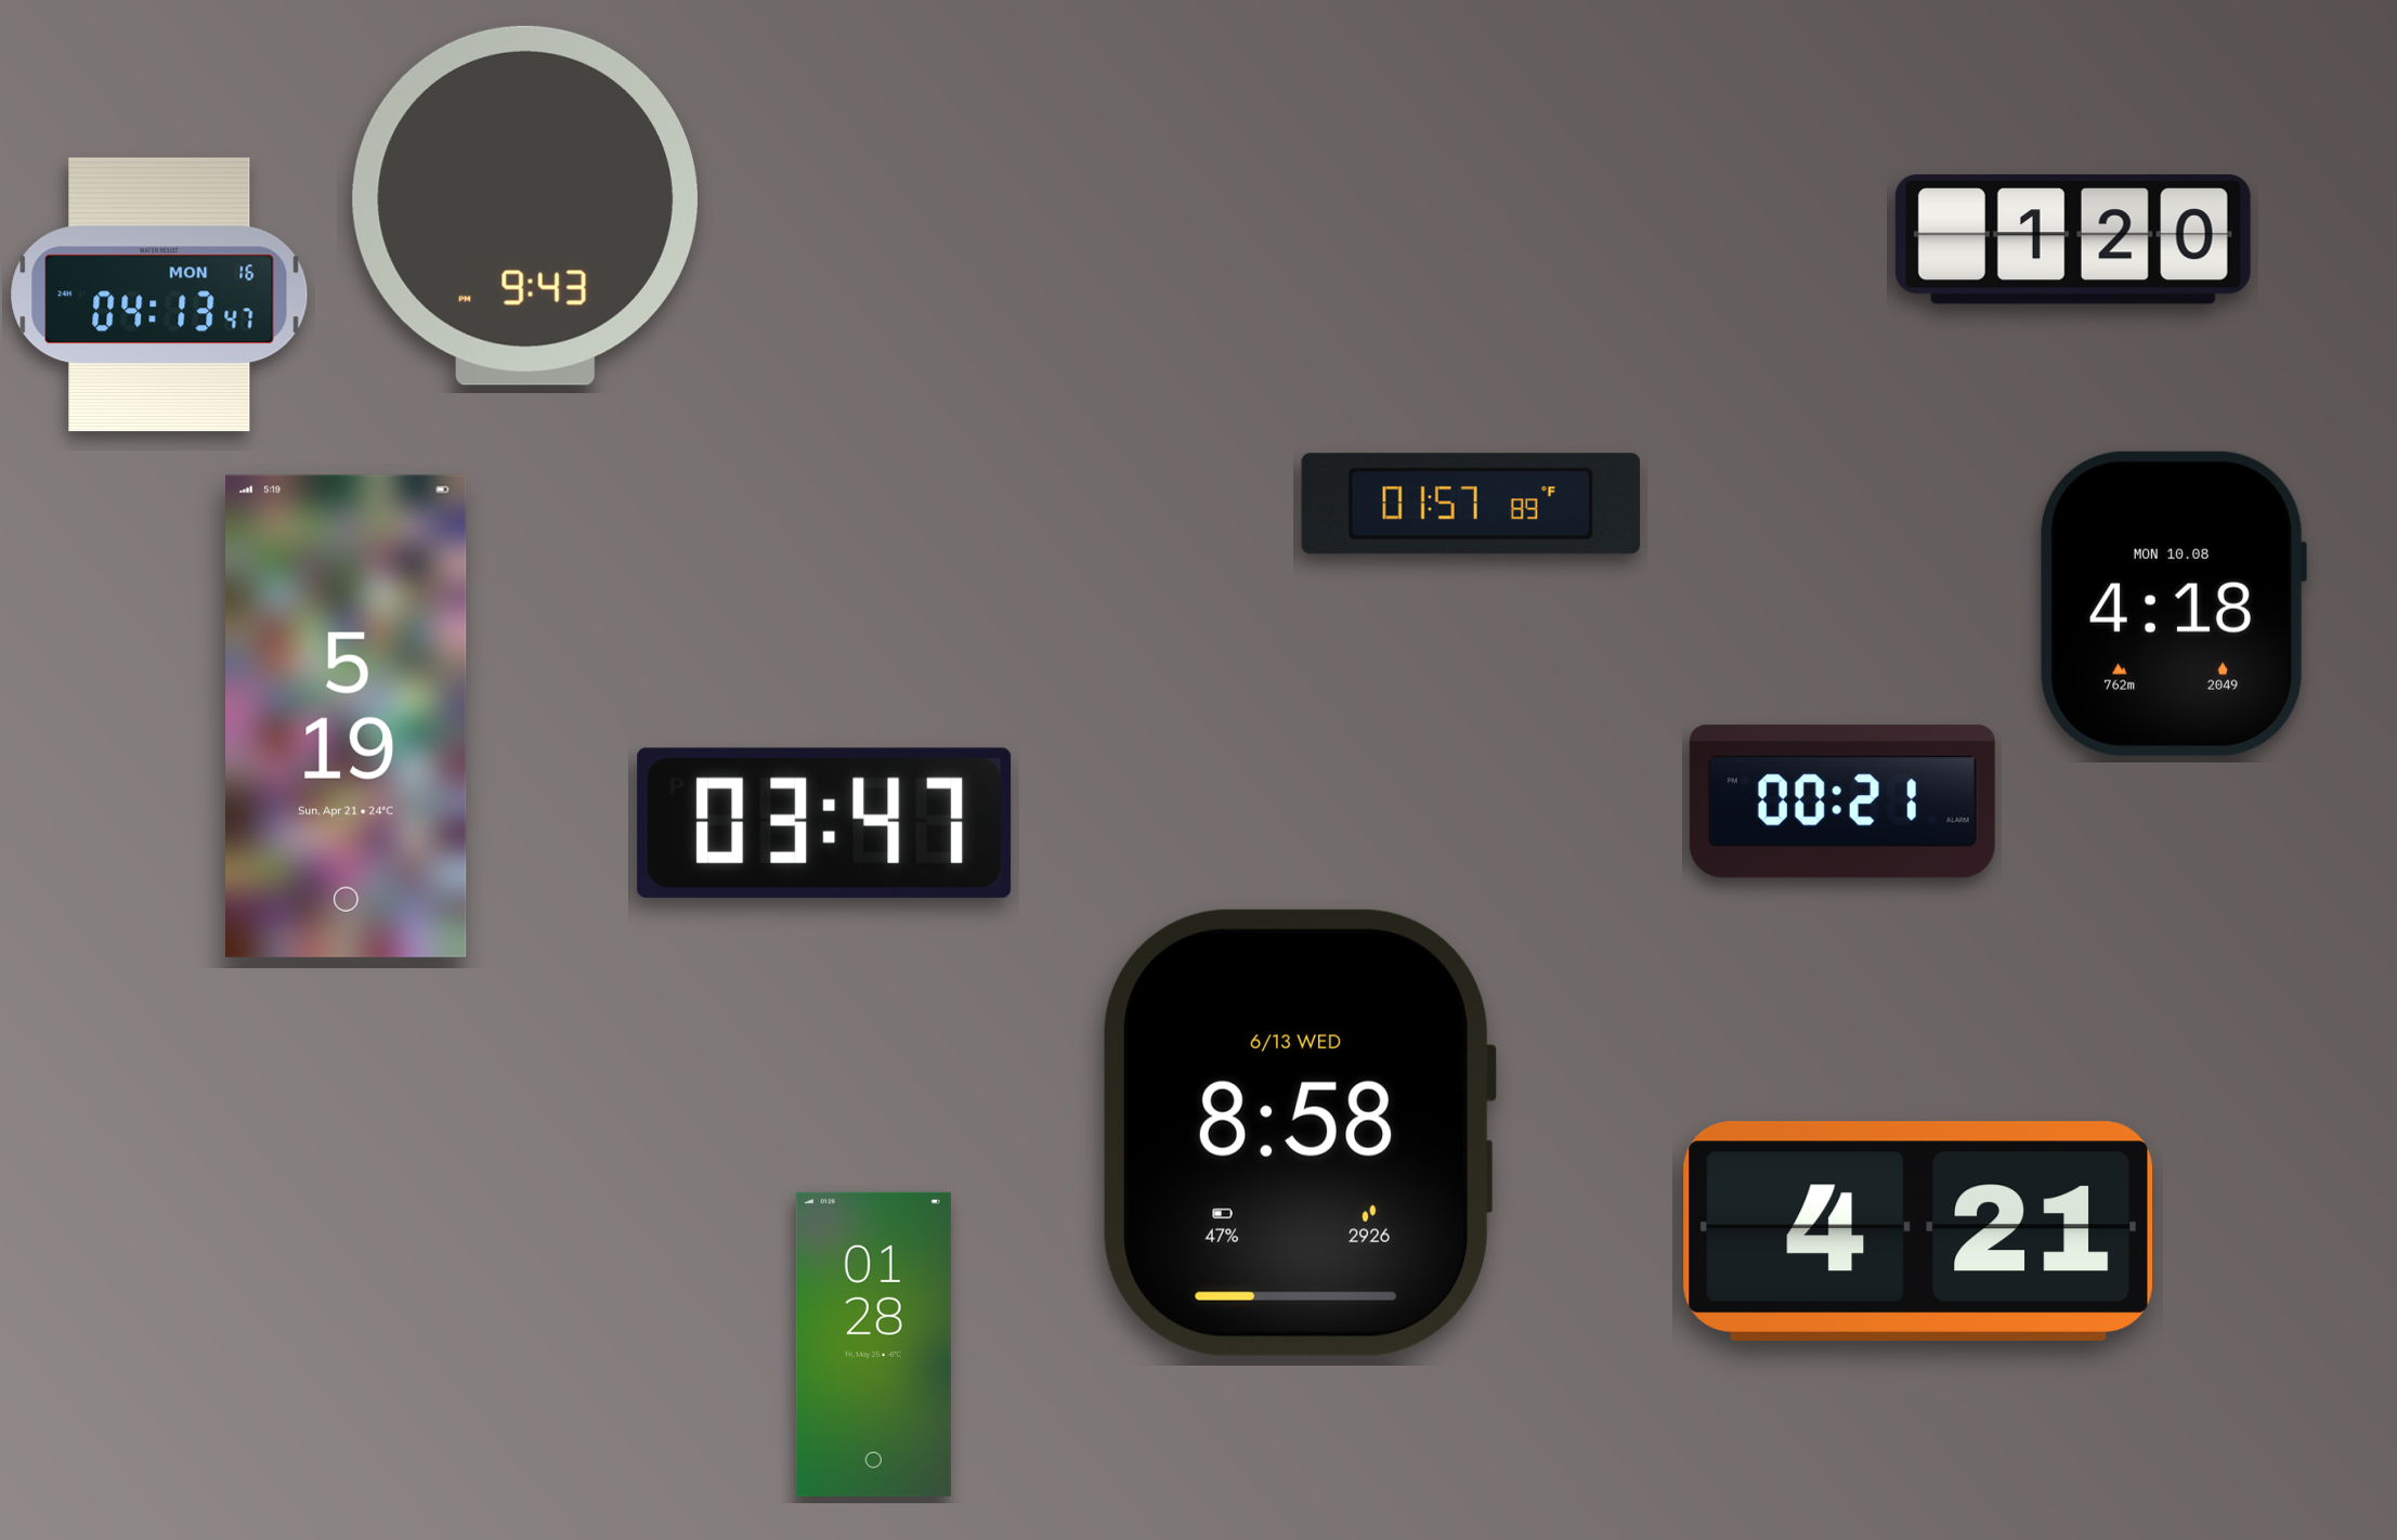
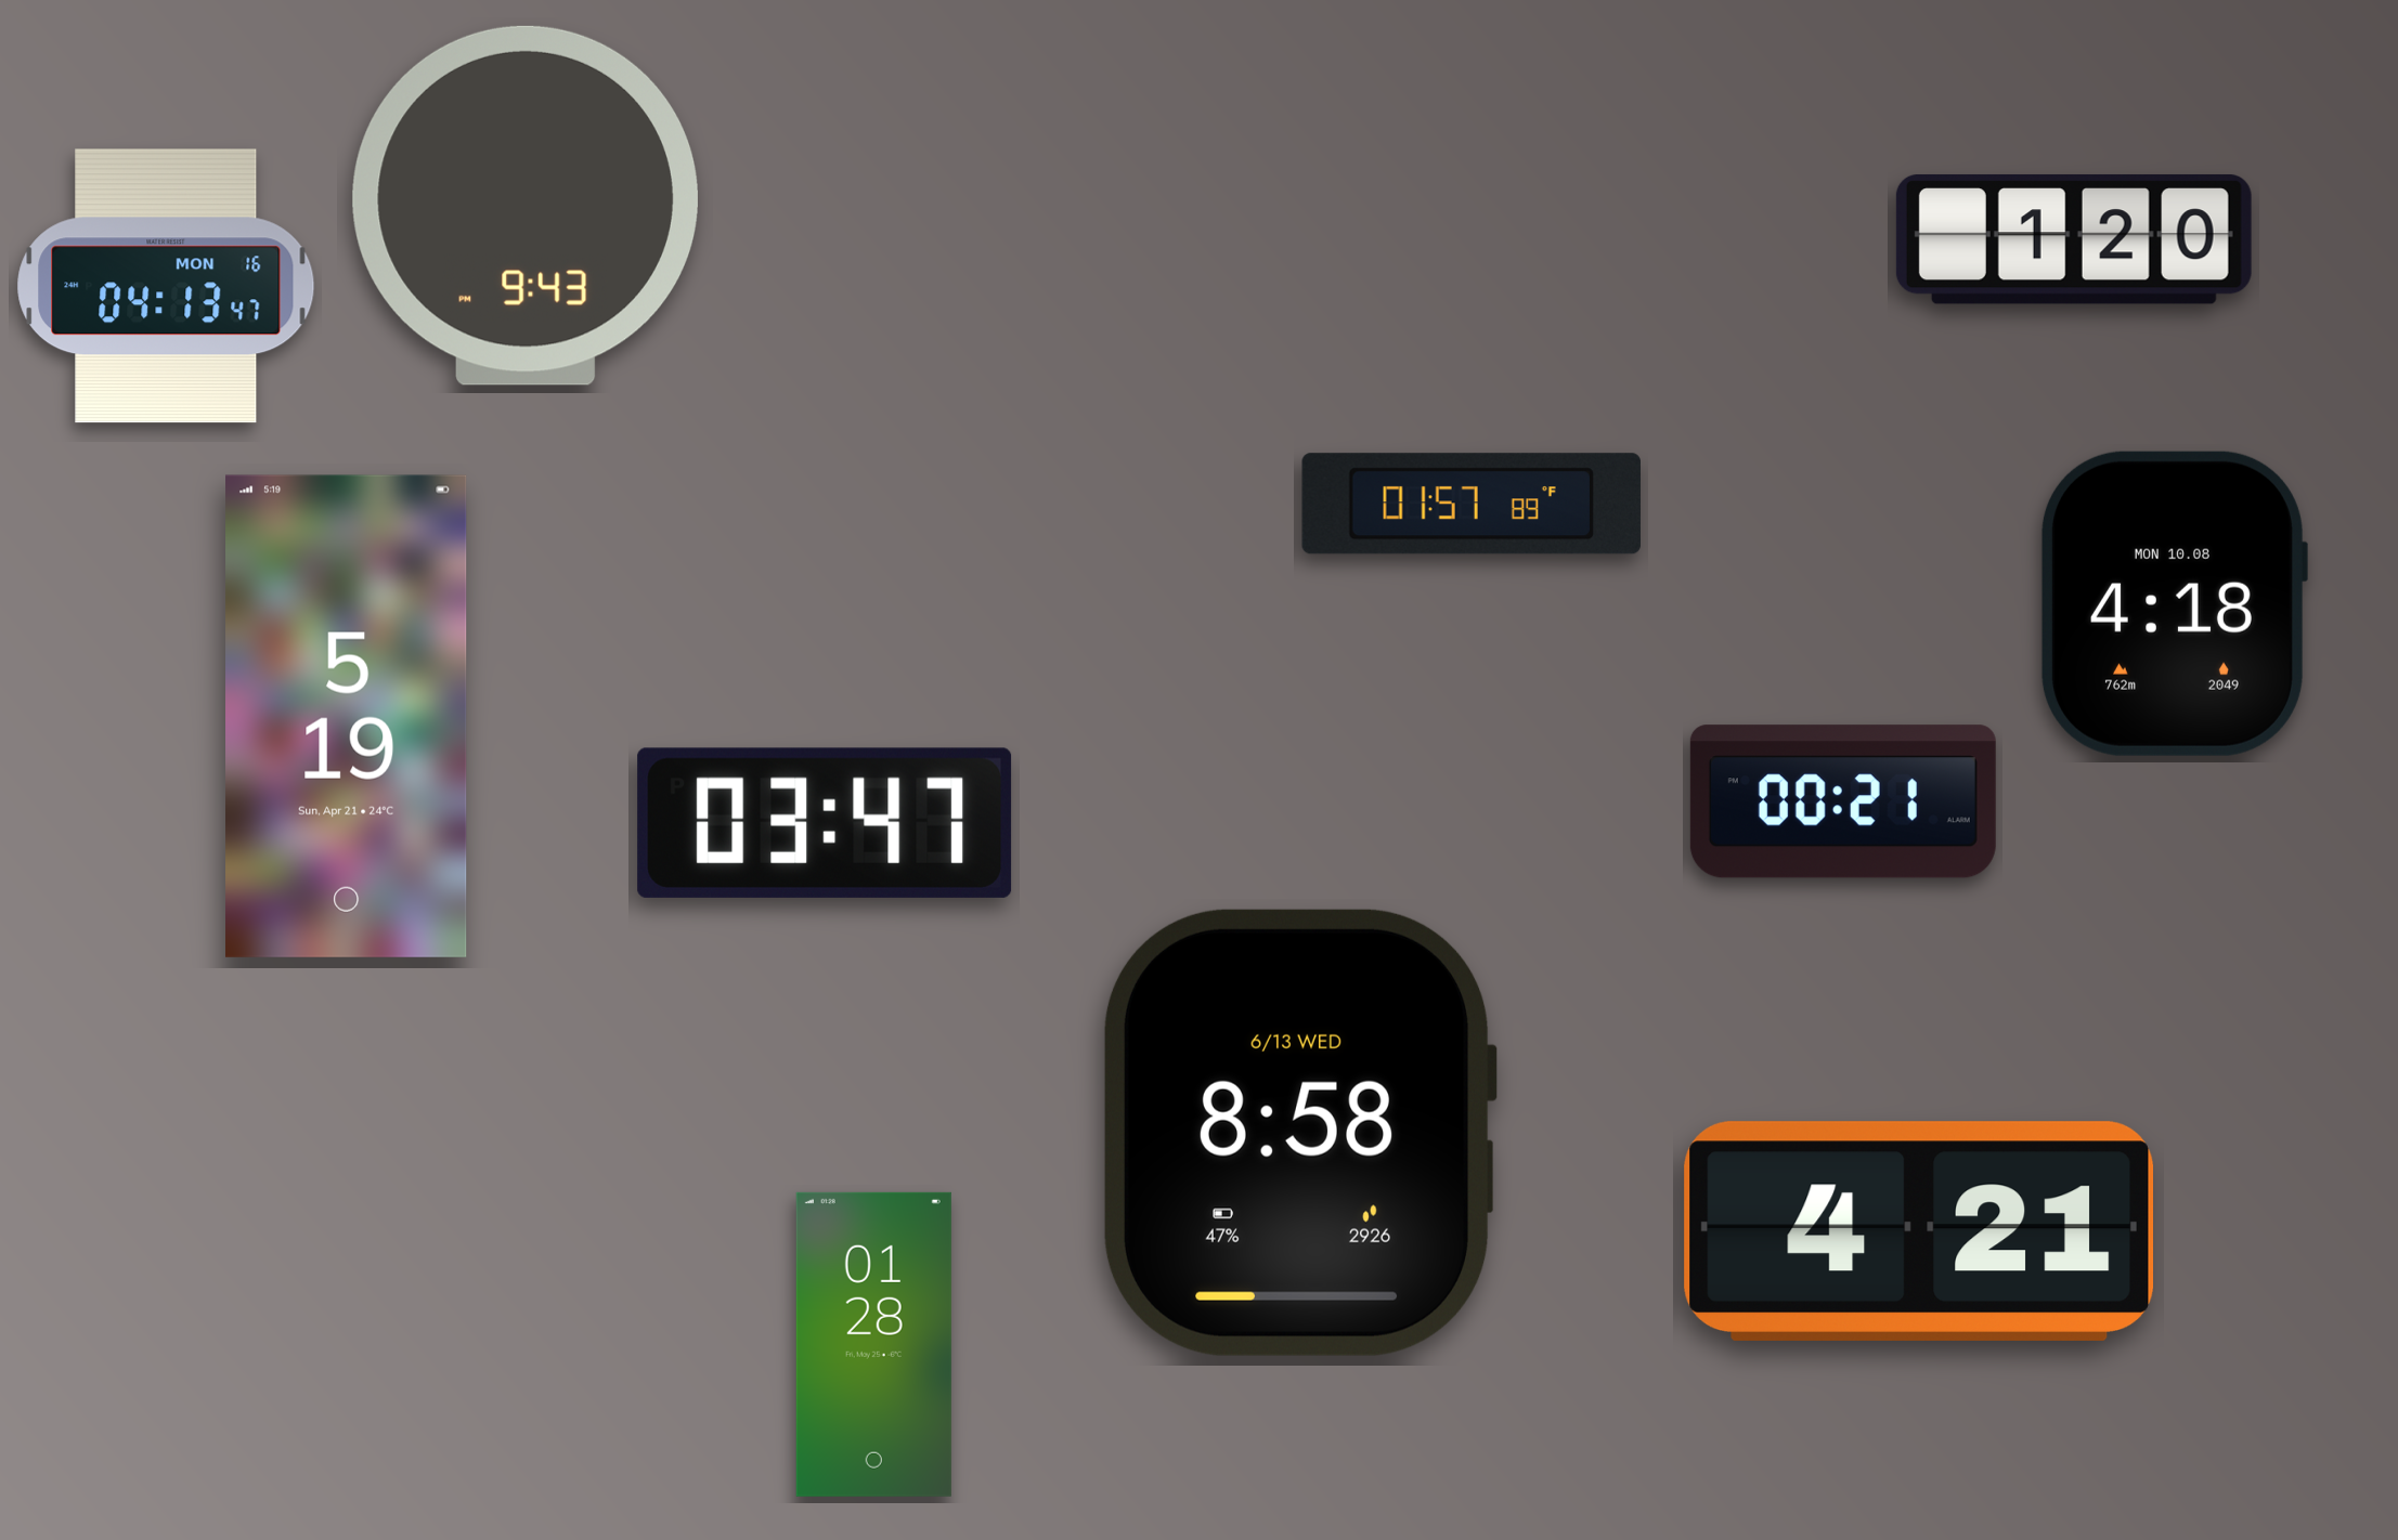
clock at (159, 295) position: (159, 295) -> (166, 286)
